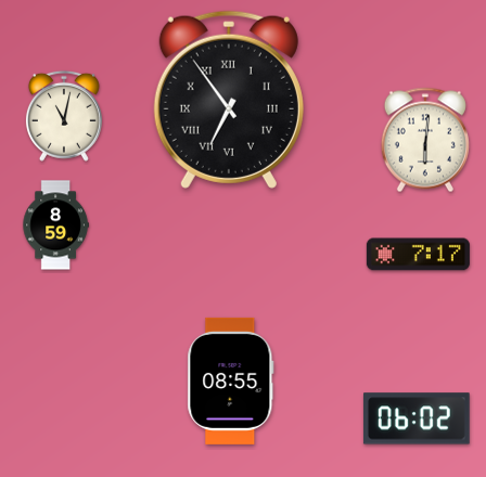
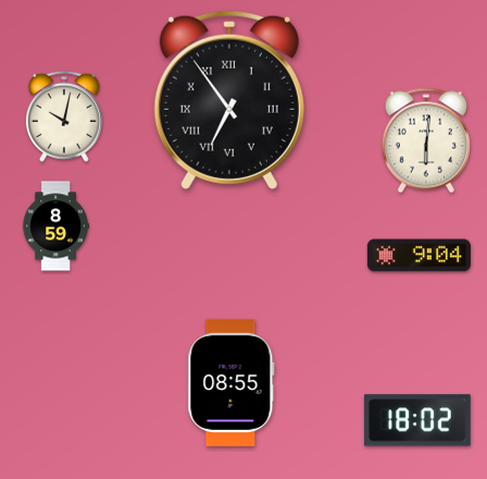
clock at (64, 116): 11:02 -> 10:02
clock at (418, 255): 7:17 -> 9:04
clock at (417, 418): 06:02 -> 18:02
